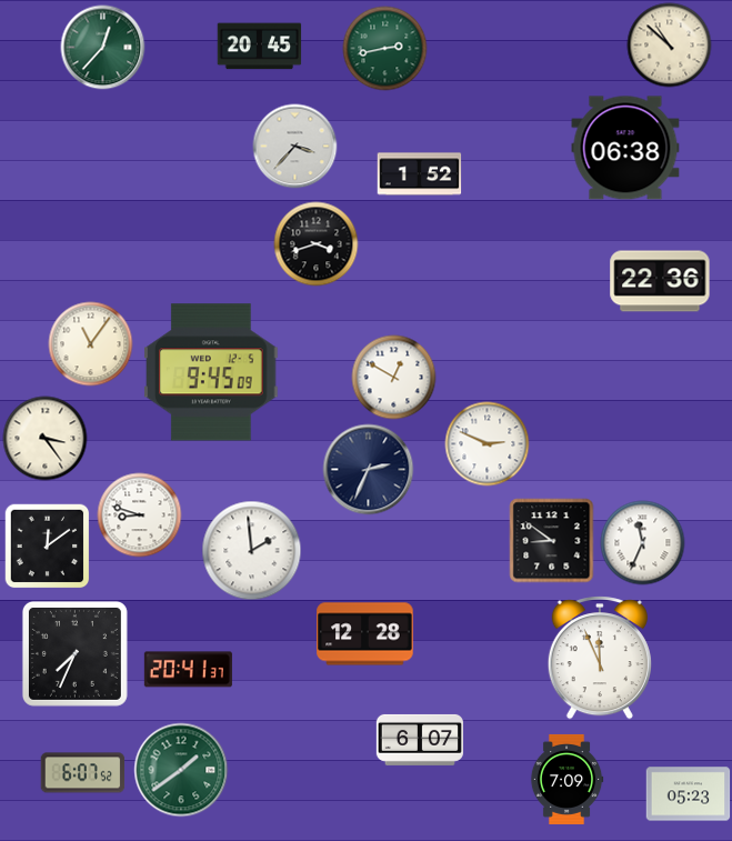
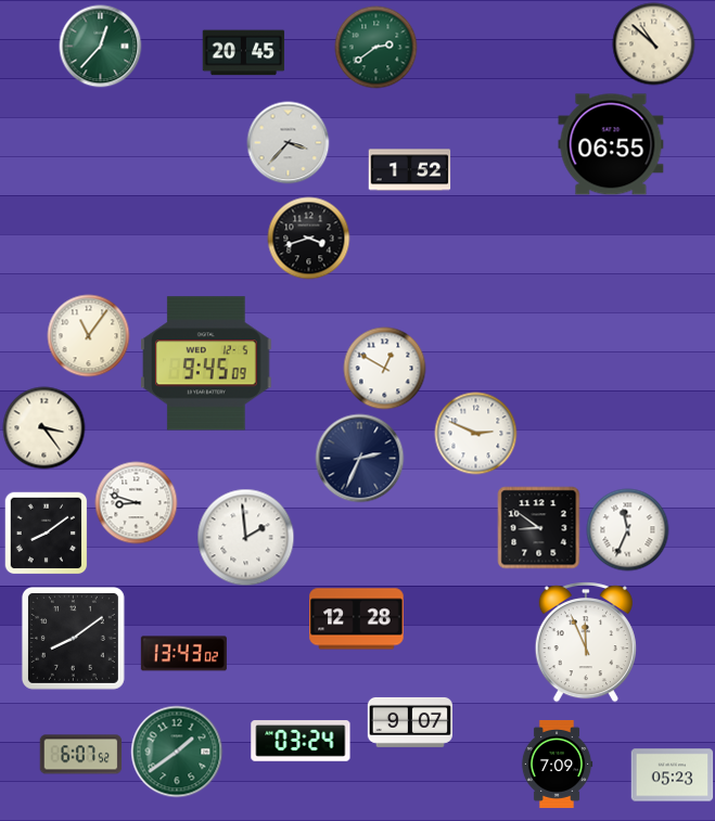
clock at (260, 47) position: (260, 47) -> (244, 53)
clock at (385, 49): 2:43 -> 2:39
clock at (625, 148): 06:38 -> 06:55
clock at (660, 281): 22:36 -> none
clock at (47, 545): 12:09 -> 8:09
clock at (74, 653): 7:34 -> 8:09
clock at (188, 670): 20:41 -> 13:43
clock at (420, 740): 6:07 -> 9:07
clock at (301, 741): none -> 03:24
clock at (566, 779) position: (566, 779) -> (557, 764)
